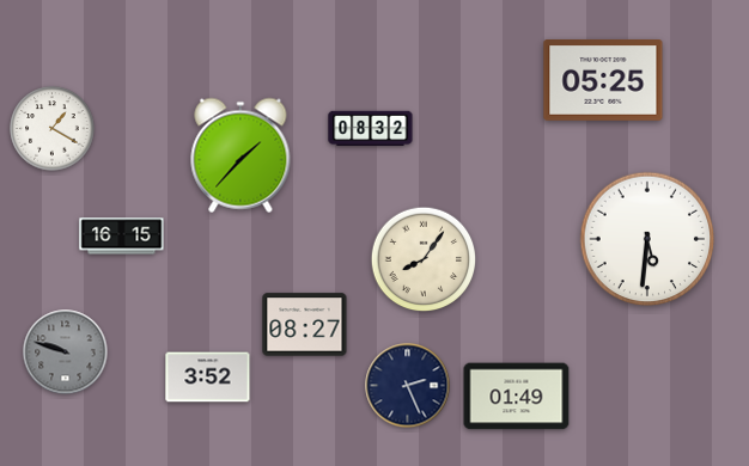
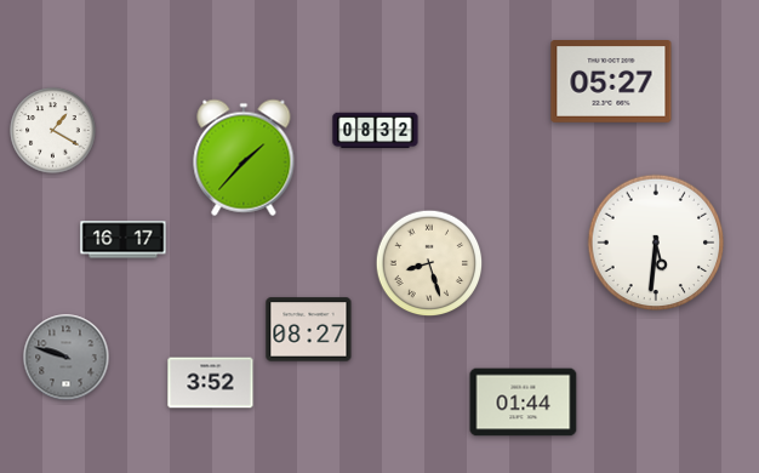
clock at (603, 81): 05:25 -> 05:27
clock at (122, 237): 16:15 -> 16:17
clock at (424, 259): 8:06 -> 8:27
clock at (408, 386): 2:26 -> none
clock at (517, 397): 01:49 -> 01:44
